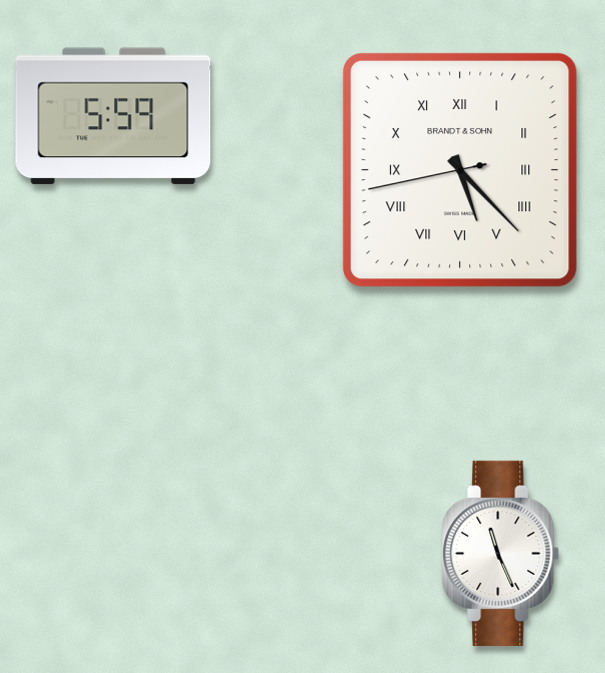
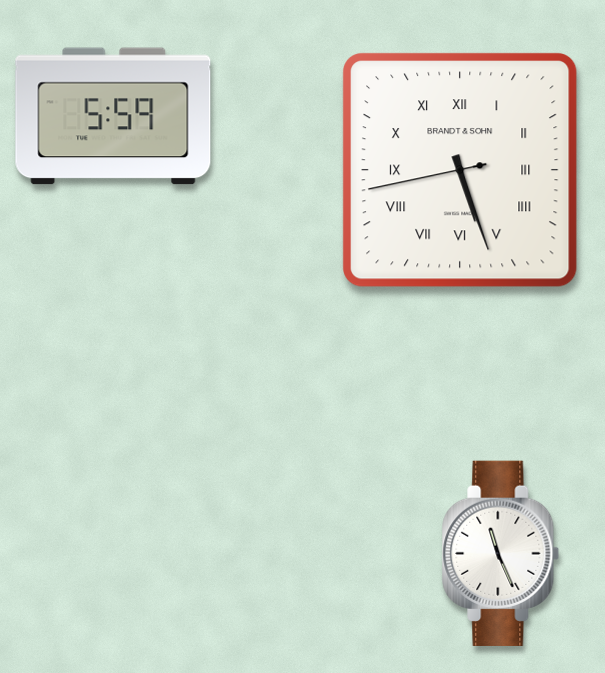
clock at (460, 170): 5:22 -> 5:26
